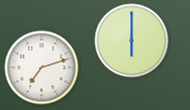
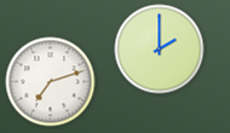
clock at (132, 41): 6:00 -> 2:00
